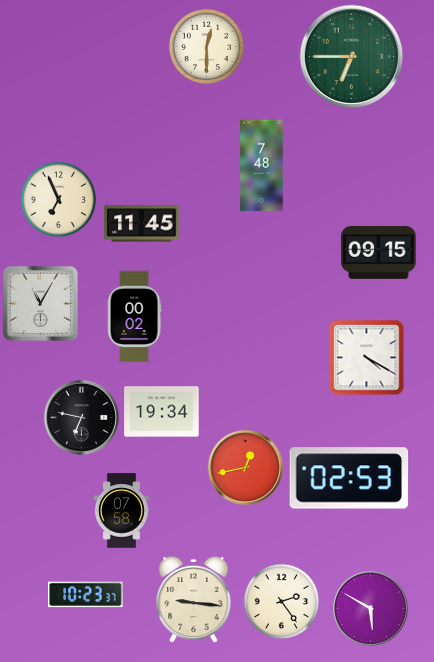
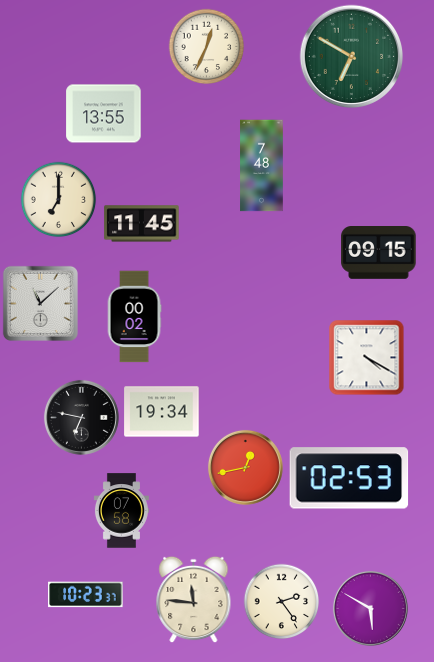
clock at (207, 47): 12:30 -> 12:34
clock at (352, 57): 6:45 -> 6:50
clock at (104, 114): none -> 13:55
clock at (59, 200): 6:56 -> 7:00
clock at (40, 303): 11:05 -> 11:08
clock at (194, 600): 9:16 -> 11:46
